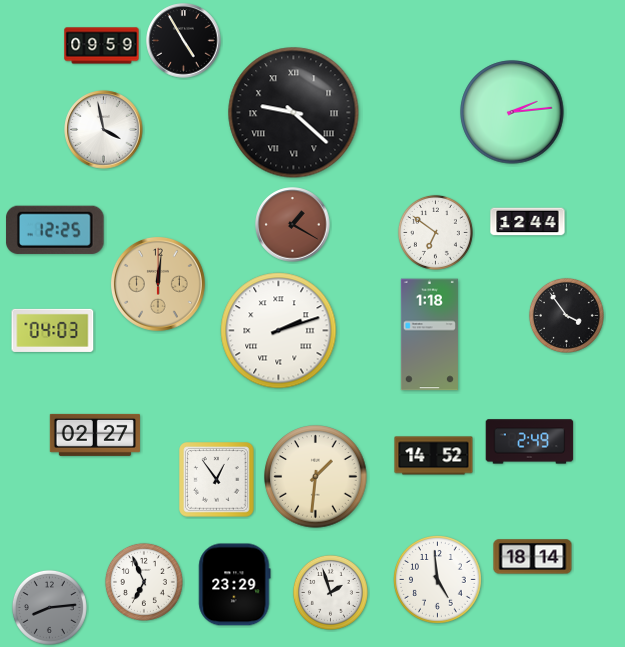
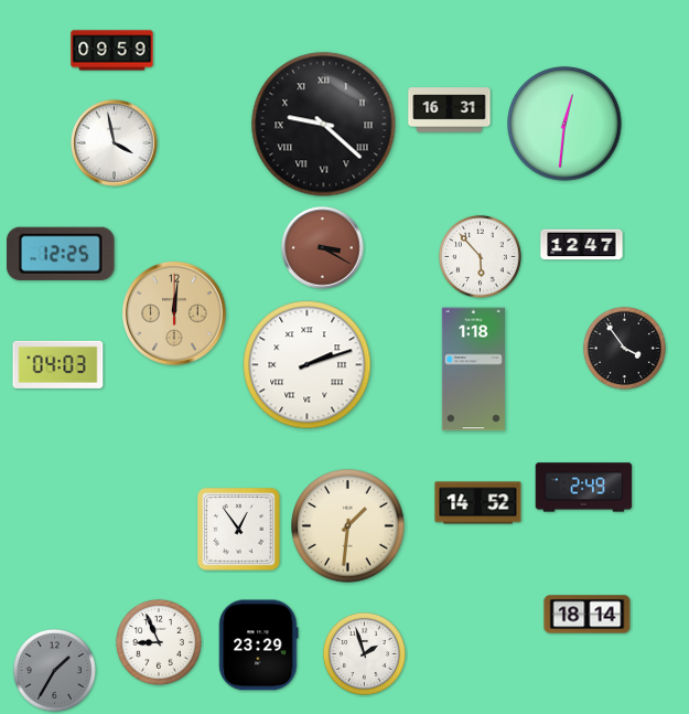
clock at (184, 41): 4:55 -> none
clock at (450, 110): none -> 16:31
clock at (512, 112): 2:14 -> 12:31
clock at (528, 222): 12:44 -> 12:47
clock at (293, 225): 1:20 -> 3:20
clock at (435, 232): 6:51 -> 5:53
clock at (95, 435): 02:27 -> none
clock at (438, 580): 4:59 -> none
clock at (144, 582): 6:56 -> 8:56
clock at (49, 607): 8:14 -> 1:35
